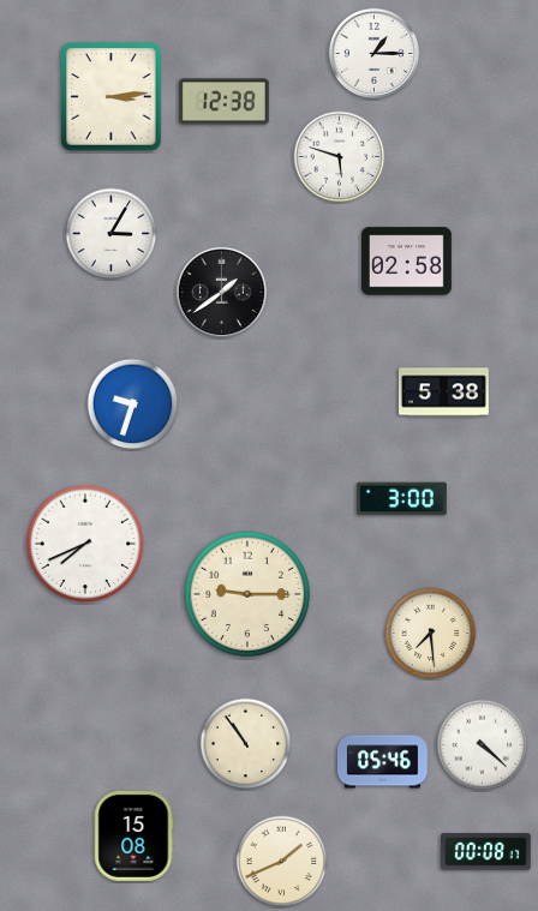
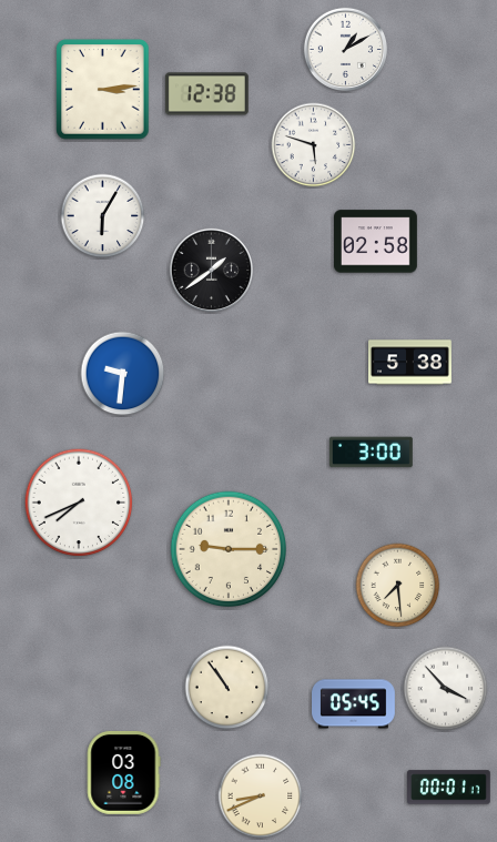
clock at (373, 53): 1:15 -> 1:10
clock at (112, 234): 3:05 -> 6:05
clock at (221, 292) position: (221, 292) -> (211, 270)
clock at (133, 404): 9:33 -> 9:31
clock at (402, 499) position: (402, 499) -> (372, 453)
clock at (483, 745): 4:22 -> 3:53
clock at (383, 762): 05:46 -> 05:45
clock at (133, 835): 15:08 -> 03:08
clock at (486, 852): 00:08 -> 00:01
clock at (282, 862): 1:41 -> 8:41
